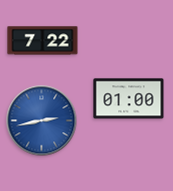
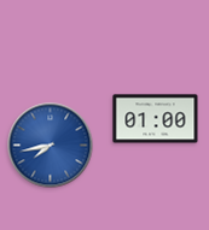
clock at (43, 41): 7:22 -> none
clock at (42, 121): 2:43 -> 7:43
